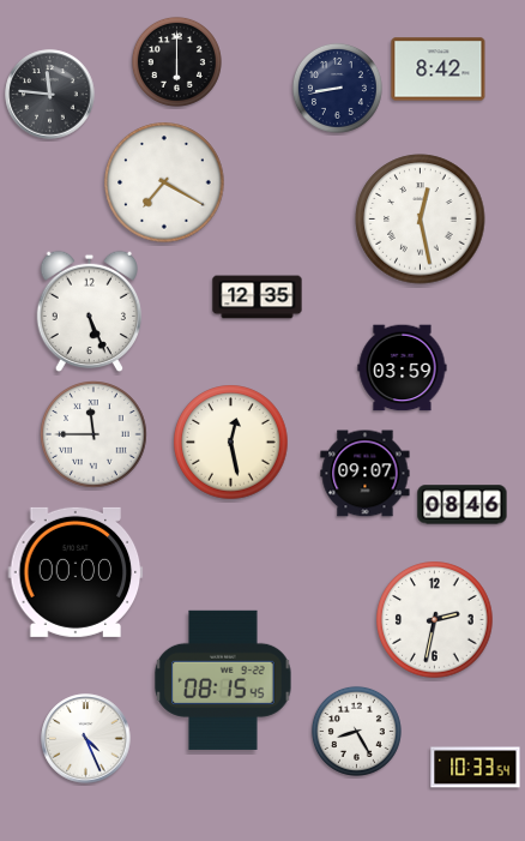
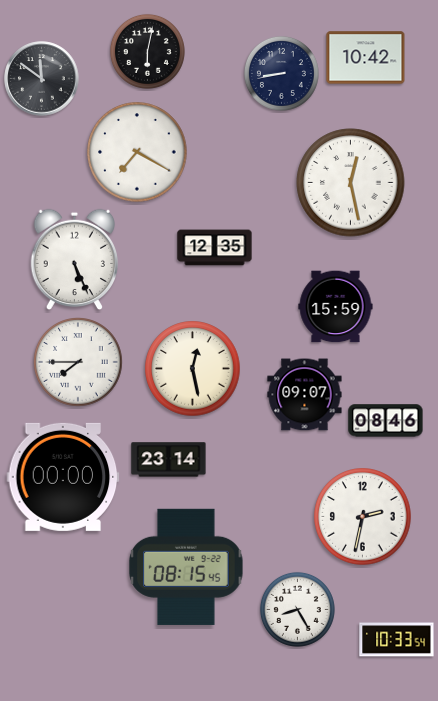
clock at (176, 61): 6:00 -> 6:02
clock at (439, 70): 8:42 -> 10:42
clock at (50, 95): 11:46 -> 11:51
clock at (403, 368): 03:59 -> 15:59
clock at (95, 435): 11:45 -> 7:45
clock at (169, 460): none -> 23:14
clock at (86, 739): 4:26 -> none
